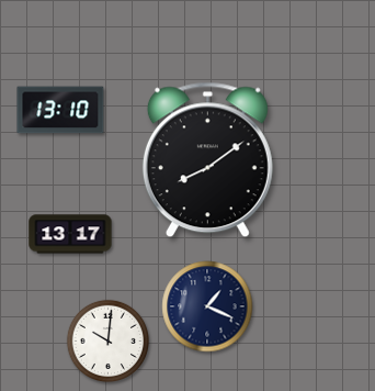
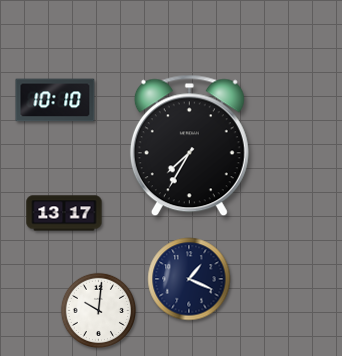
clock at (60, 110): 13:10 -> 10:10
clock at (207, 160): 8:09 -> 7:35
